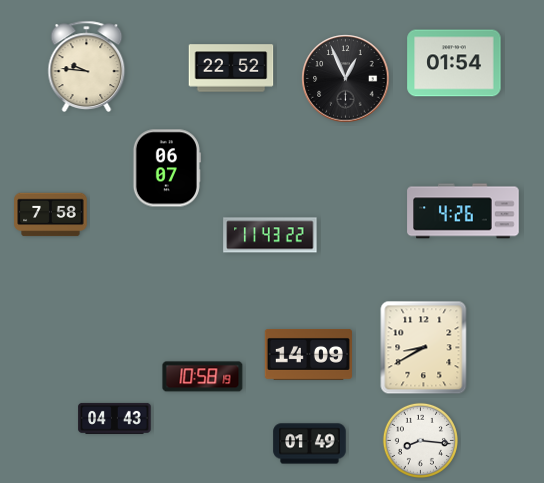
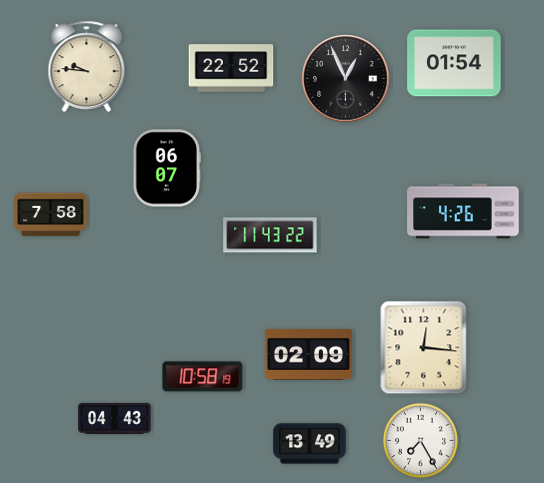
clock at (424, 348): 8:40 -> 12:16
clock at (308, 355): 14:09 -> 02:09
clock at (420, 440): 8:16 -> 7:25
clock at (310, 444): 01:49 -> 13:49
